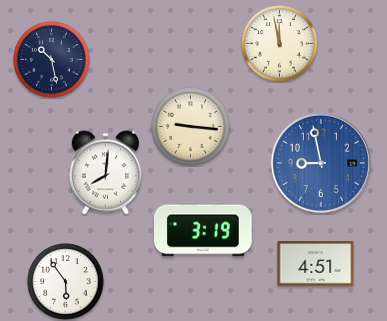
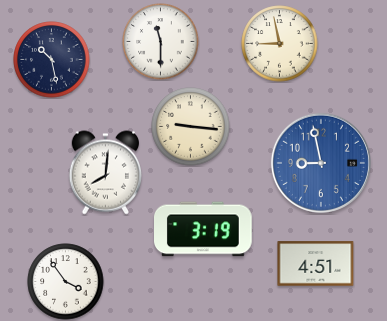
clock at (161, 42): none -> 11:30
clock at (280, 44): 11:58 -> 8:58
clock at (66, 282): 5:54 -> 3:54
